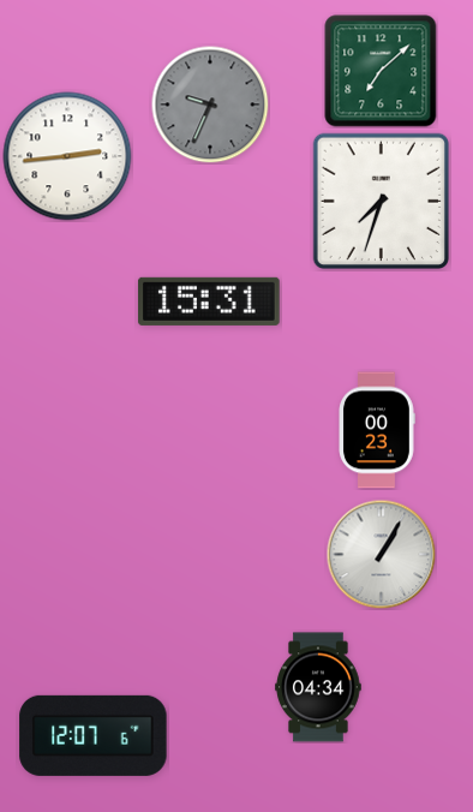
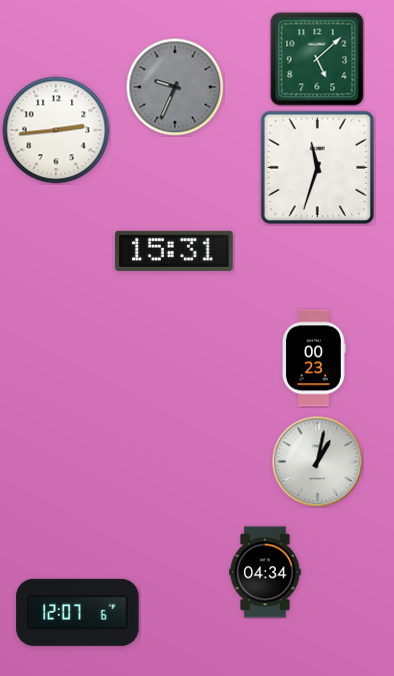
clock at (381, 71): 7:08 -> 5:08
clock at (381, 201): 7:33 -> 11:33
clock at (381, 554): 1:05 -> 1:02
